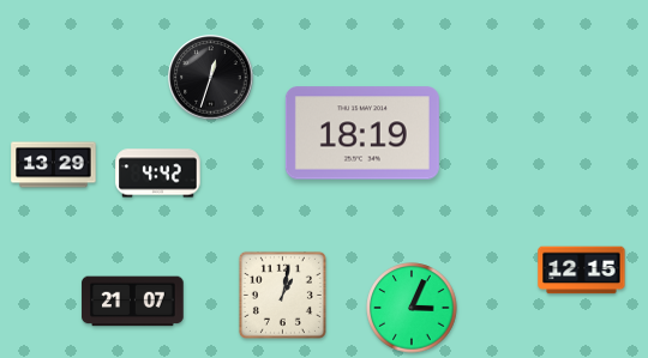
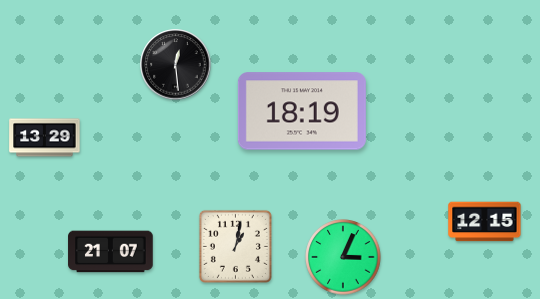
clock at (211, 78): 12:33 -> 12:29
clock at (158, 174): 4:42 -> none
clock at (582, 271) position: (582, 271) -> (485, 222)
